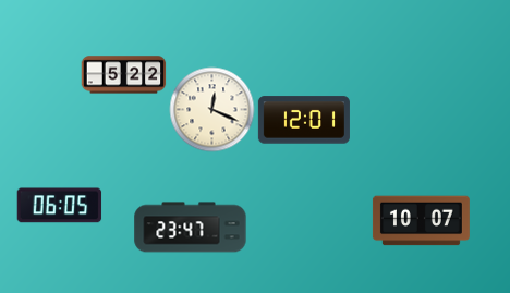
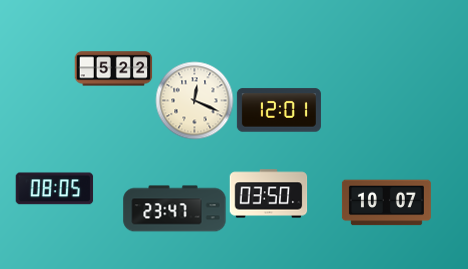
clock at (59, 206): 06:05 -> 08:05
clock at (268, 194): none -> 03:50
